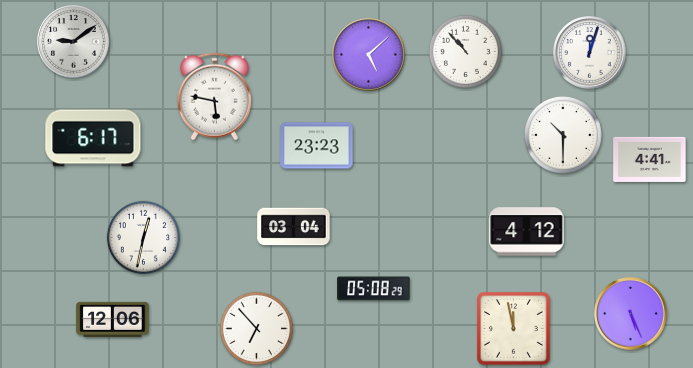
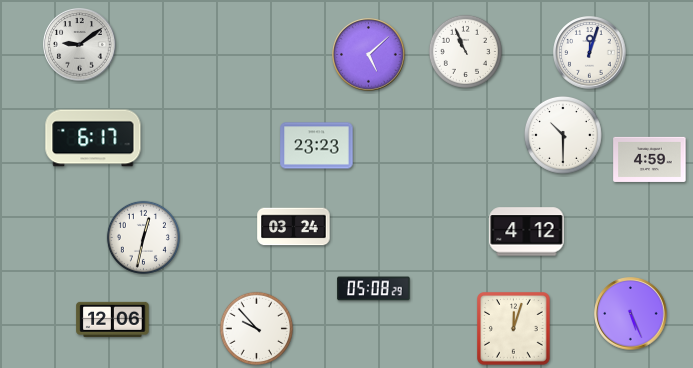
clock at (74, 42) position: (74, 42) -> (80, 45)
clock at (465, 51): 10:53 -> 10:56
clock at (214, 97): 5:47 -> none
clock at (650, 159): 4:41 -> 4:59
clock at (294, 227): 03:04 -> 03:24
clock at (256, 328): 6:53 -> 9:53
clock at (514, 329): 11:58 -> 12:03
